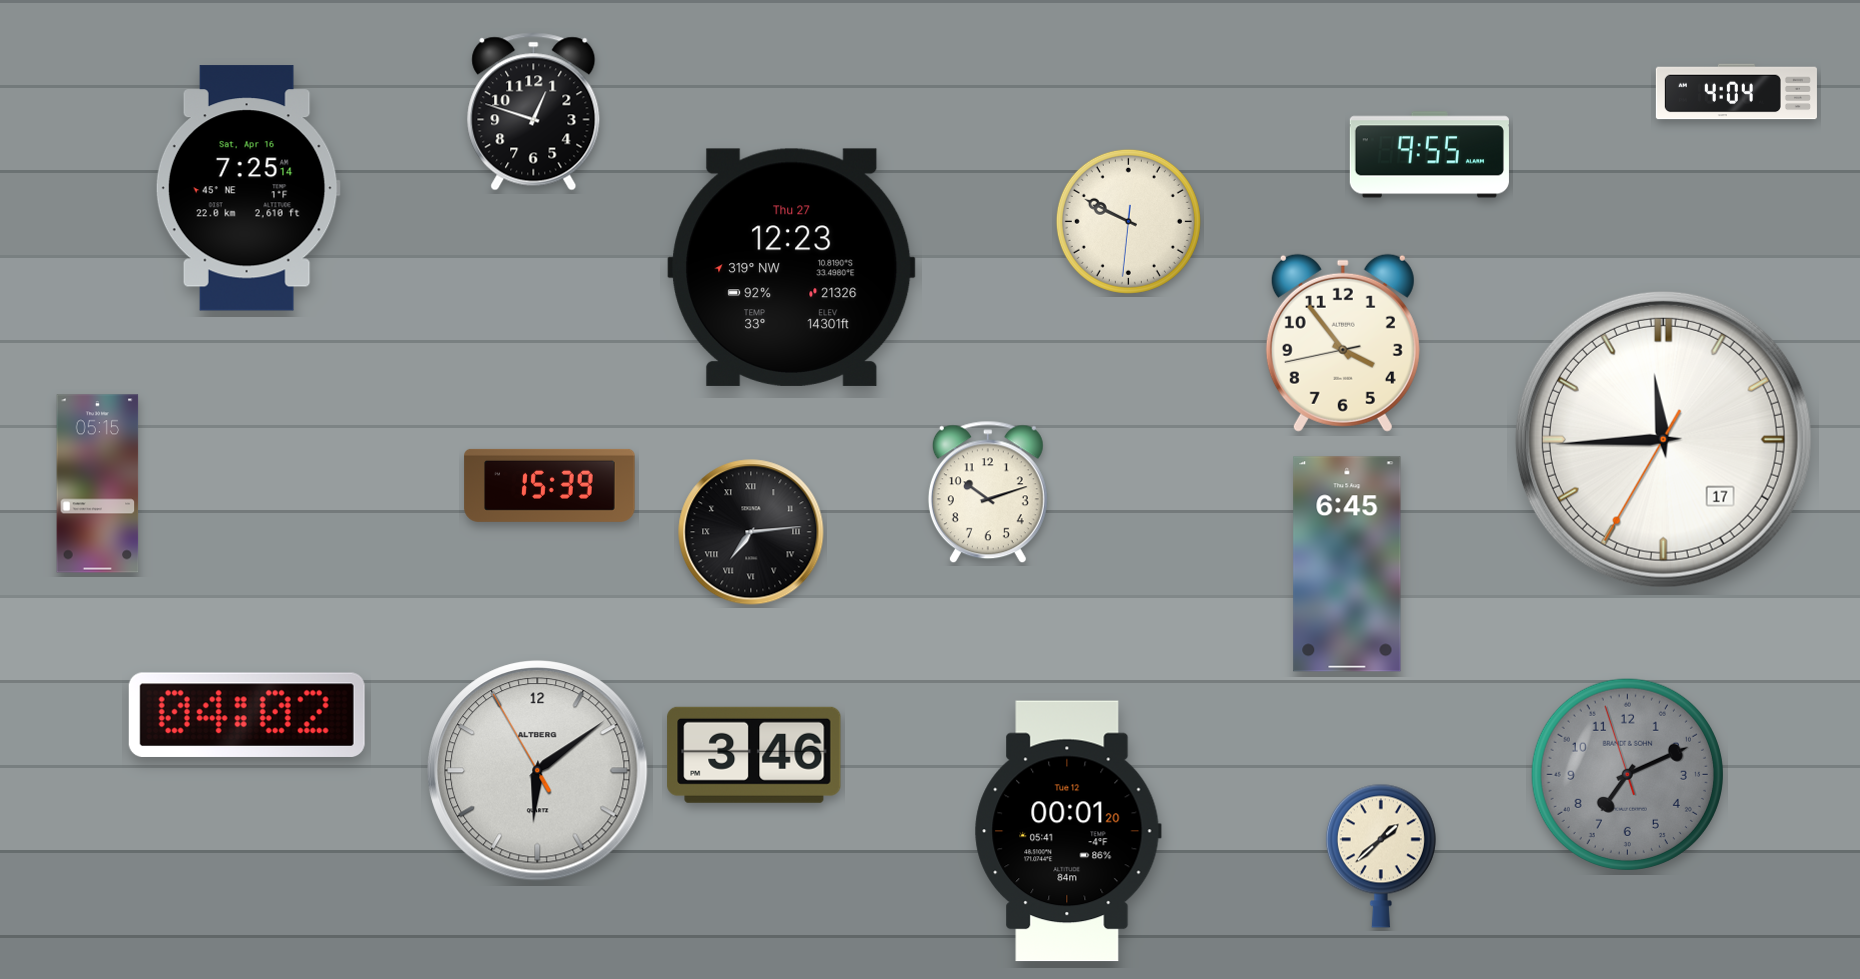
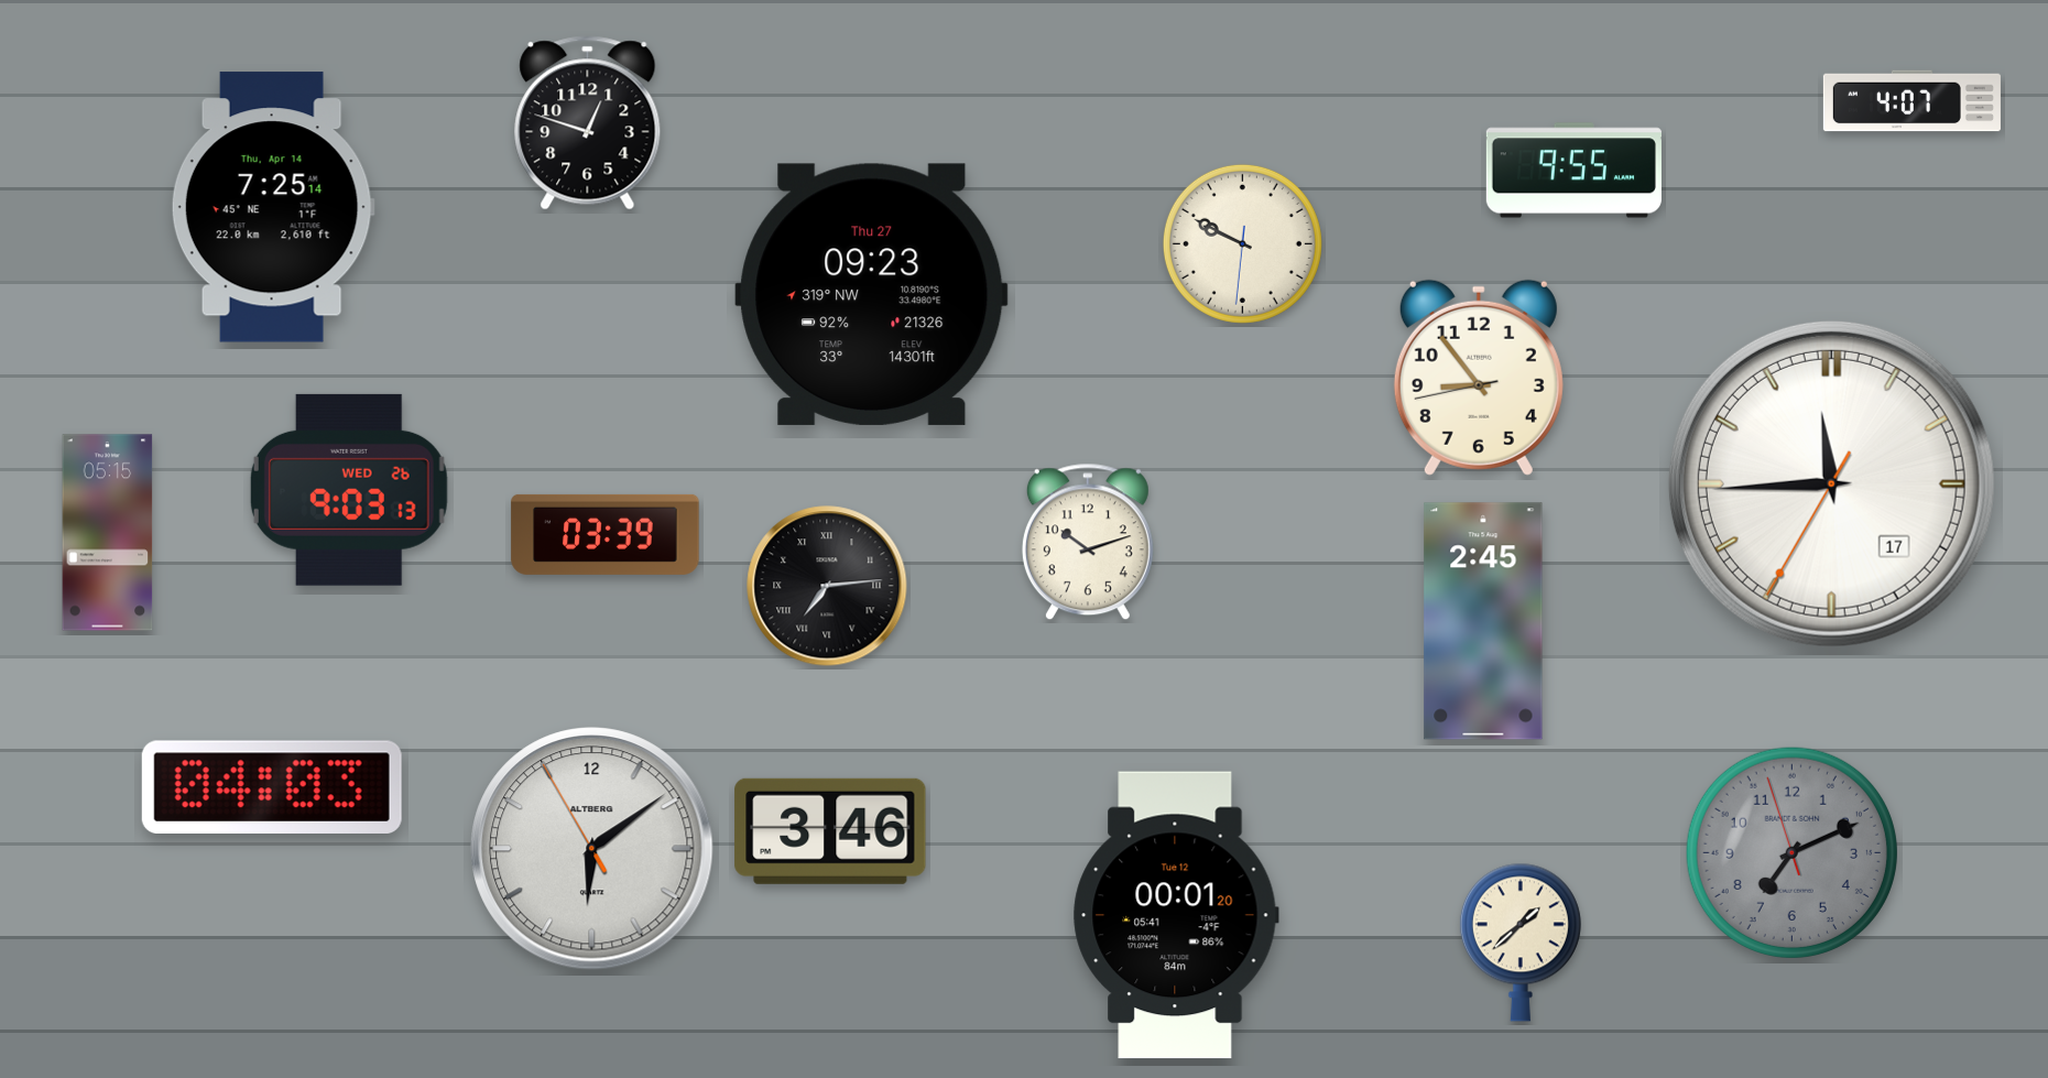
clock at (1736, 92): 4:04 -> 4:07
clock at (248, 188) date: Sat, Apr 16 -> Thu, Apr 14
clock at (792, 267): 12:23 -> 09:23
clock at (1343, 343): 3:53 -> 8:53
clock at (349, 490): none -> 9:03
clock at (550, 485): 15:39 -> 03:39
clock at (1347, 564): 6:45 -> 2:45
clock at (247, 715): 04:02 -> 04:03
